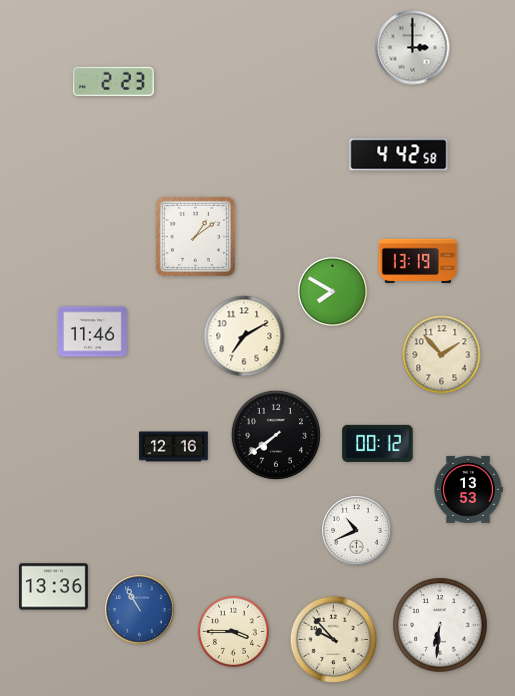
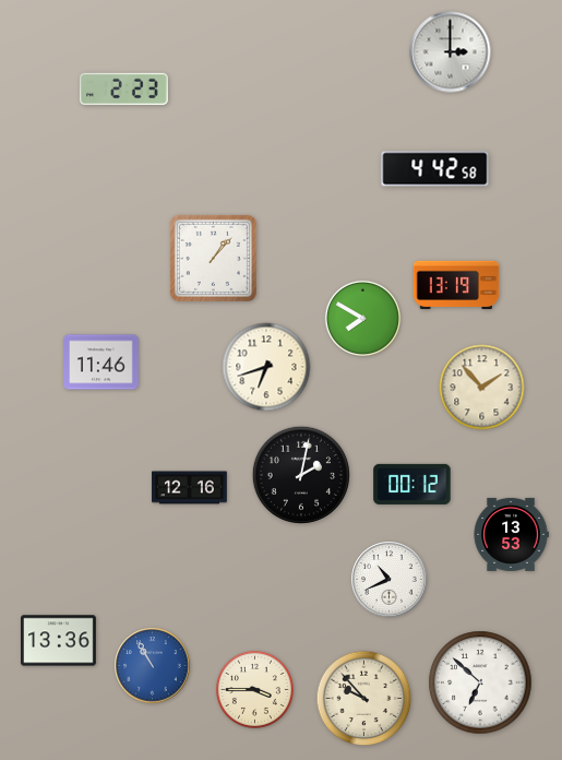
clock at (195, 236): 1:09 -> 1:07
clock at (244, 336): 7:10 -> 6:42
clock at (276, 435): 7:39 -> 2:02
clock at (440, 625): 6:31 -> 6:52
